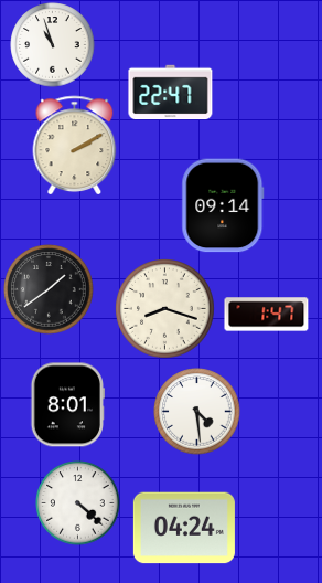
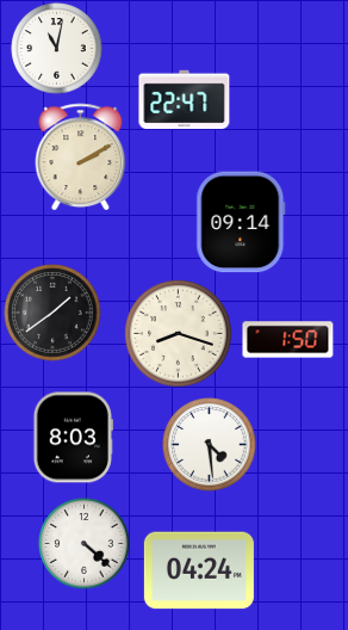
clock at (53, 45): 10:57 -> 11:02
clock at (267, 315): 1:47 -> 1:50
clock at (67, 405): 8:01 -> 8:03
clock at (197, 412) position: (197, 412) -> (210, 445)
